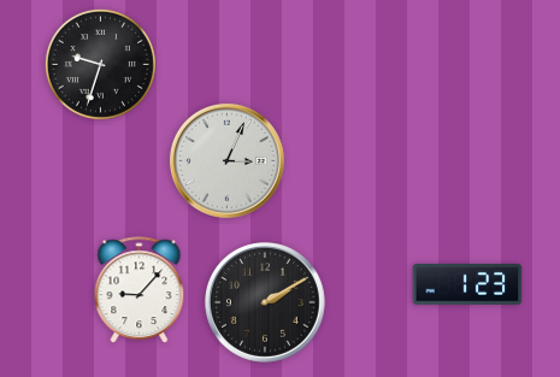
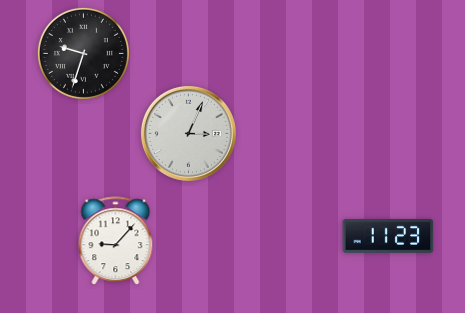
clock at (467, 284): 1:23 -> 11:23
clock at (266, 304): 2:10 -> none
